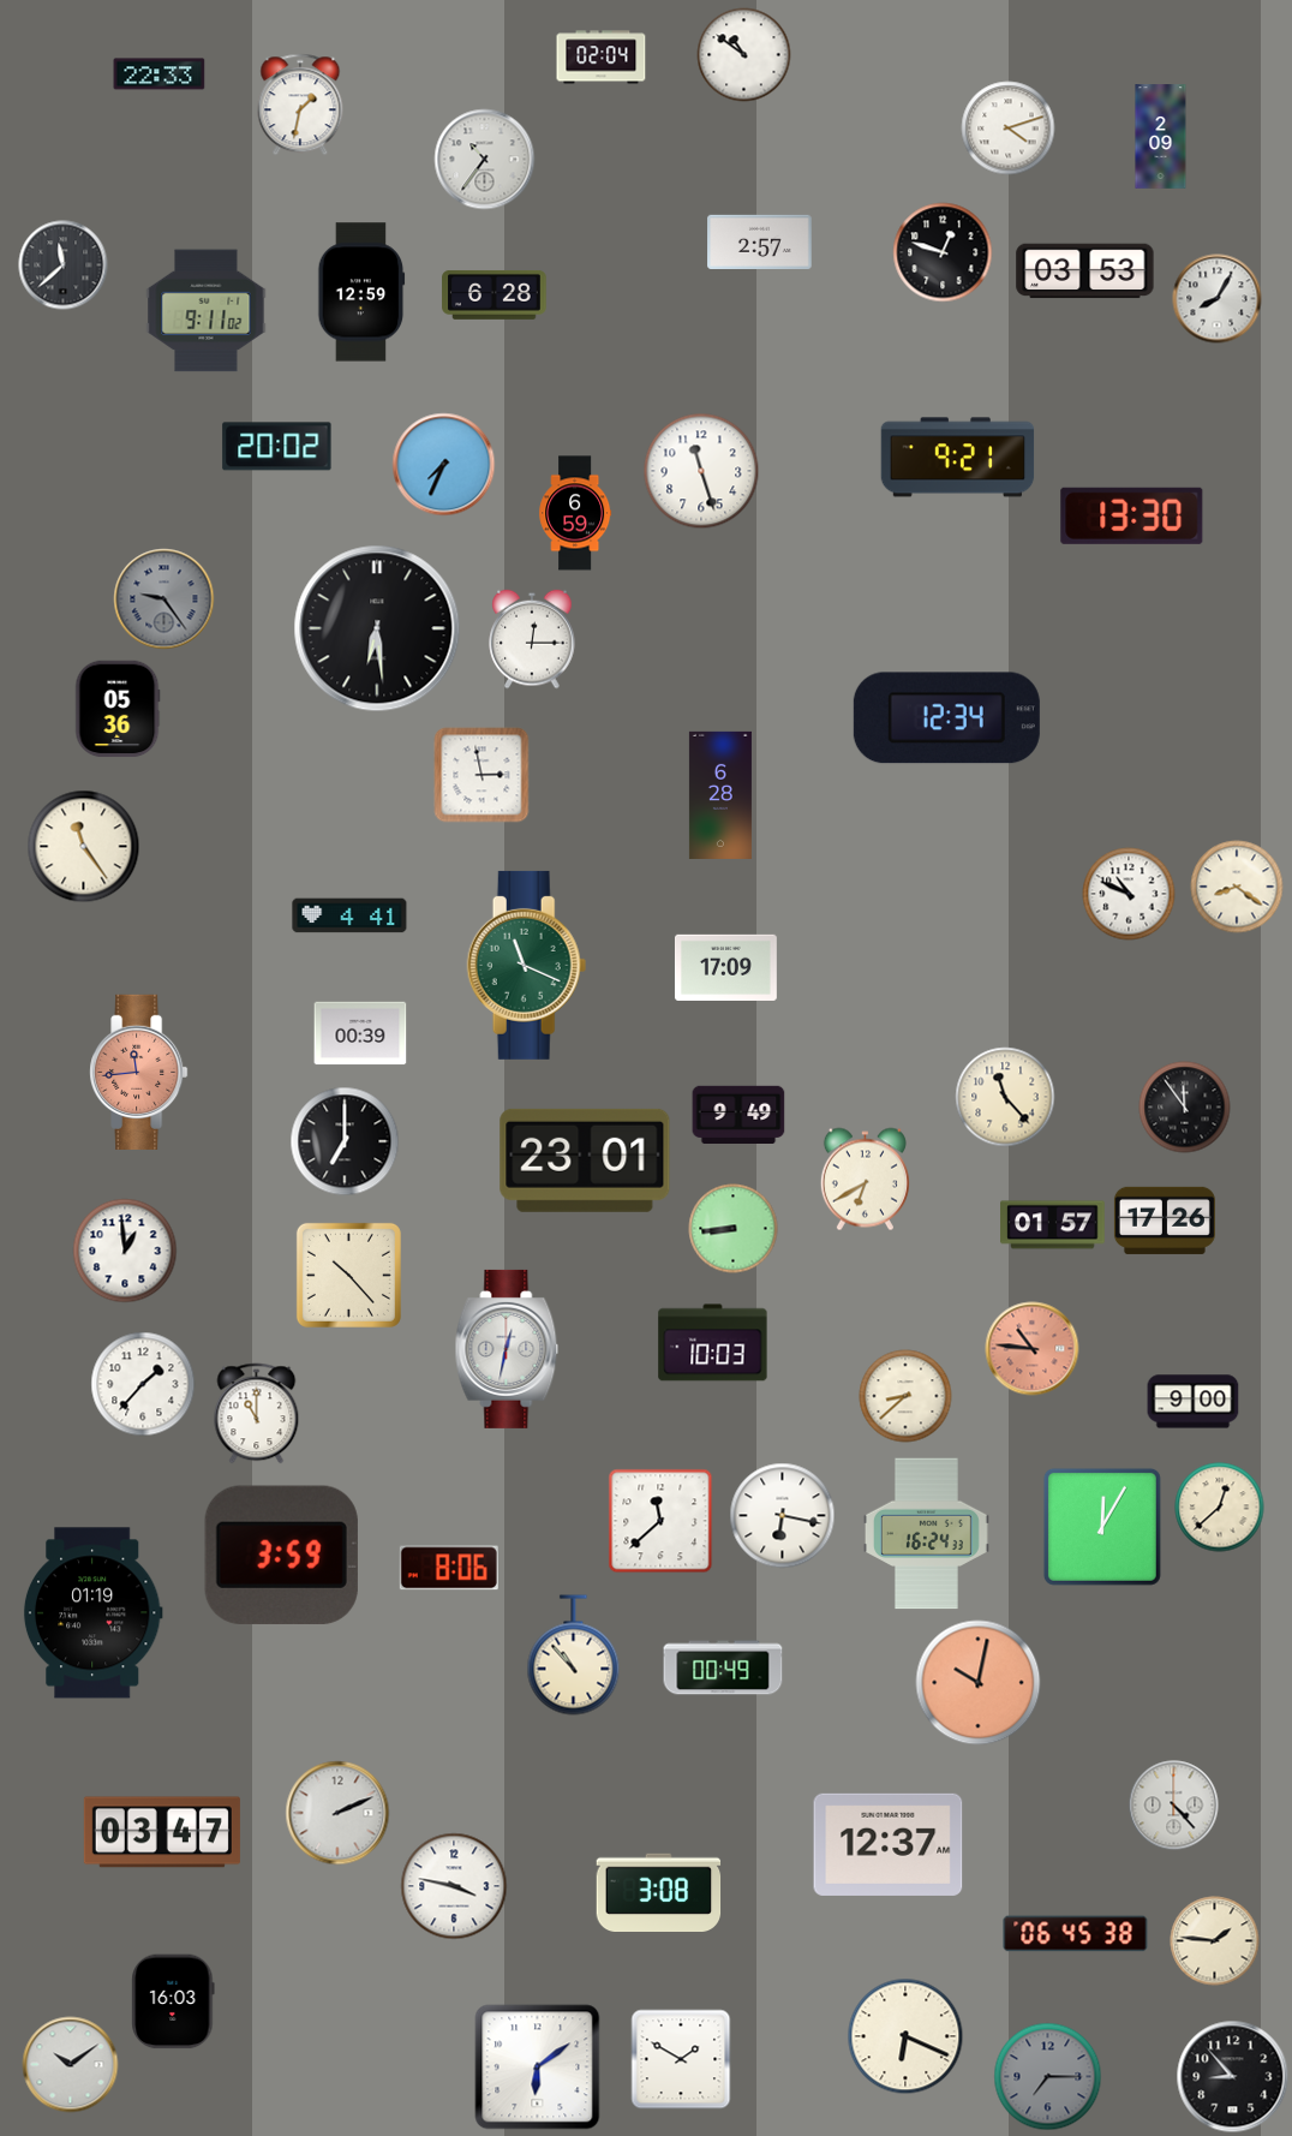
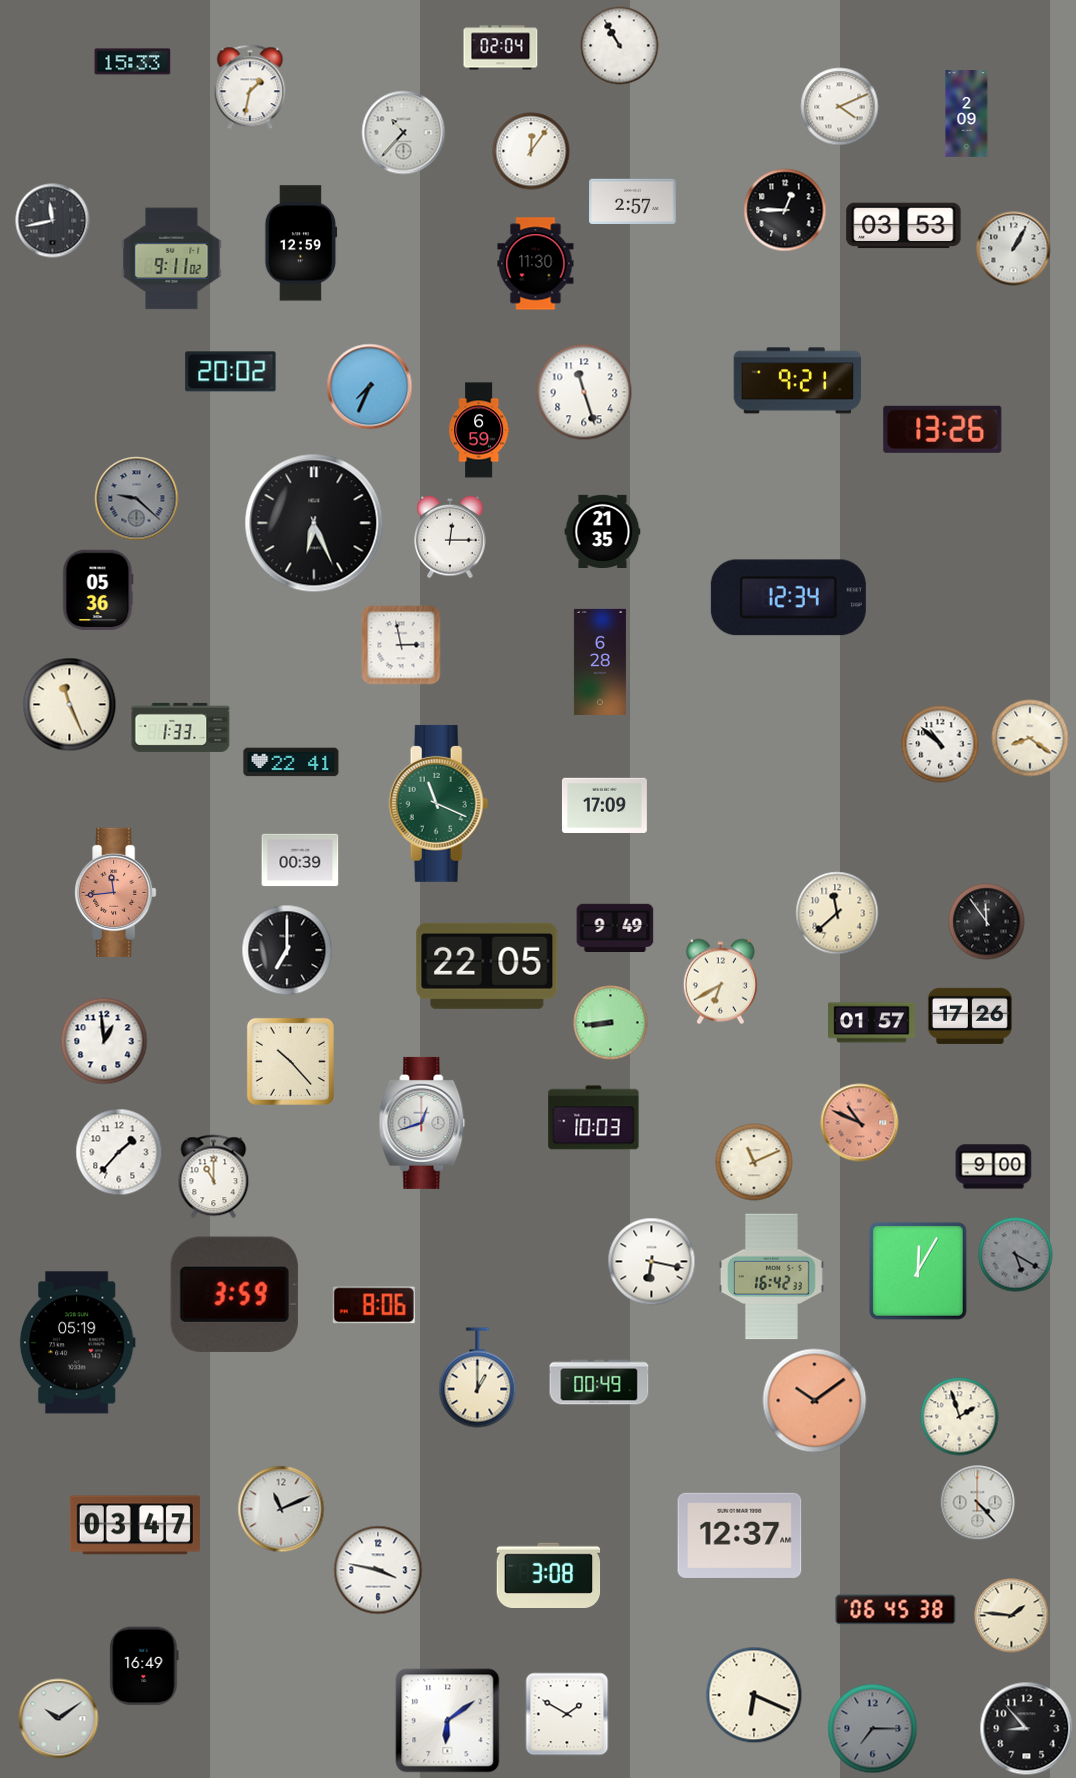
clock at (744, 55): 10:51 -> 10:55
clock at (160, 74): 22:33 -> 15:33
clock at (1009, 129): 4:12 -> 4:11
clock at (485, 160): 10:36 -> 10:37
clock at (531, 151): none -> 12:06
clock at (943, 252): 12:48 -> 12:45
clock at (64, 265): 11:38 -> 11:43
clock at (495, 294): 6:28 -> none
clock at (1218, 299): 8:05 -> 1:05
clock at (536, 264): none -> 11:30
clock at (575, 513) position: (575, 513) -> (479, 430)
clock at (1132, 515): 13:30 -> 13:26
clock at (165, 599): 9:24 -> 9:22
clock at (377, 628): 6:29 -> 6:26
clock at (603, 531): none -> 21:35
clock at (532, 639) position: (532, 639) -> (450, 537)
clock at (84, 847): 11:24 -> 11:26
clock at (181, 727): none -> 1:33
clock at (1129, 894): 10:49 -> 10:52
clock at (349, 915): 4:41 -> 22:41
clock at (1005, 1097): 11:23 -> 11:38
clock at (585, 1161): 23:01 -> 22:05
clock at (1053, 1225) position: (1053, 1225) -> (872, 1023)
clock at (507, 1349): 12:32 -> 12:42
clock at (1033, 1349): 10:46 -> 10:49
clock at (905, 1396): 8:38 -> 11:11
clock at (1220, 1508): 12:38 -> 5:20
clock at (1220, 1508) dial: cream -> grey
clock at (660, 1521): 11:38 -> none
clock at (926, 1534): 16:24 -> 16:42
clock at (92, 1613): 01:19 -> 05:19
clock at (574, 1655): 10:53 -> 1:00
clock at (723, 1667) position: (723, 1667) -> (599, 1382)
clock at (979, 1683): 10:02 -> 10:09
clock at (960, 1417): none -> 1:57
clock at (337, 1813): 2:11 -> 11:11
clock at (173, 2001): 16:03 -> 16:49
